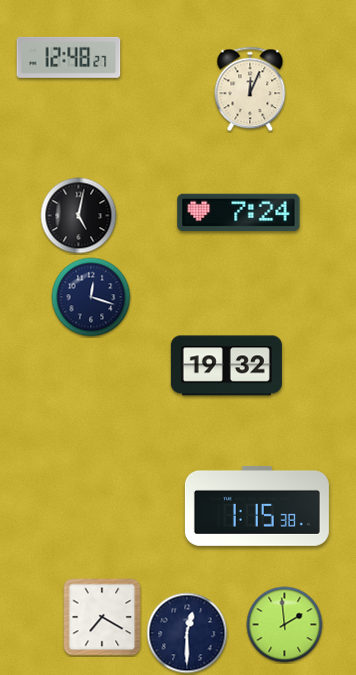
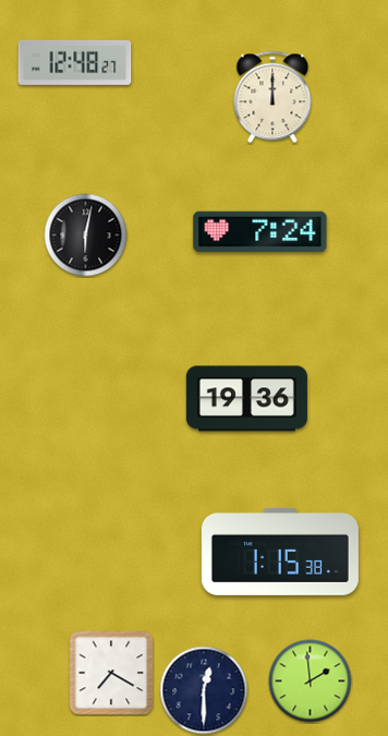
clock at (250, 89): 12:04 -> 12:00
clock at (79, 216): 5:02 -> 6:02
clock at (91, 297): 12:18 -> none
clock at (226, 366): 19:32 -> 19:36
